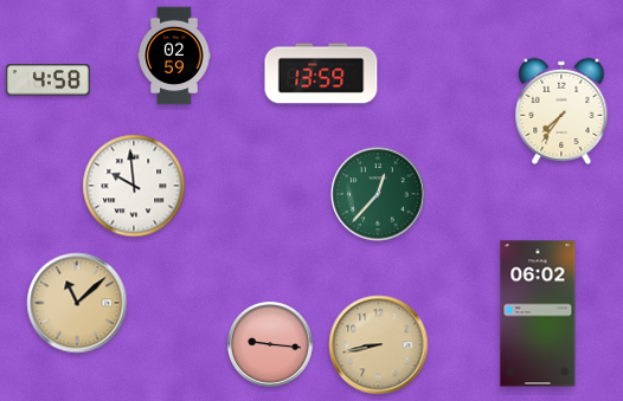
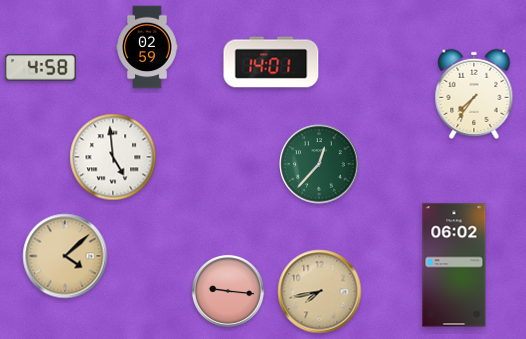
clock at (321, 73): 13:59 -> 14:01
clock at (134, 186): 9:59 -> 4:59
clock at (77, 303): 11:08 -> 4:08
clock at (379, 345): 8:43 -> 7:43
